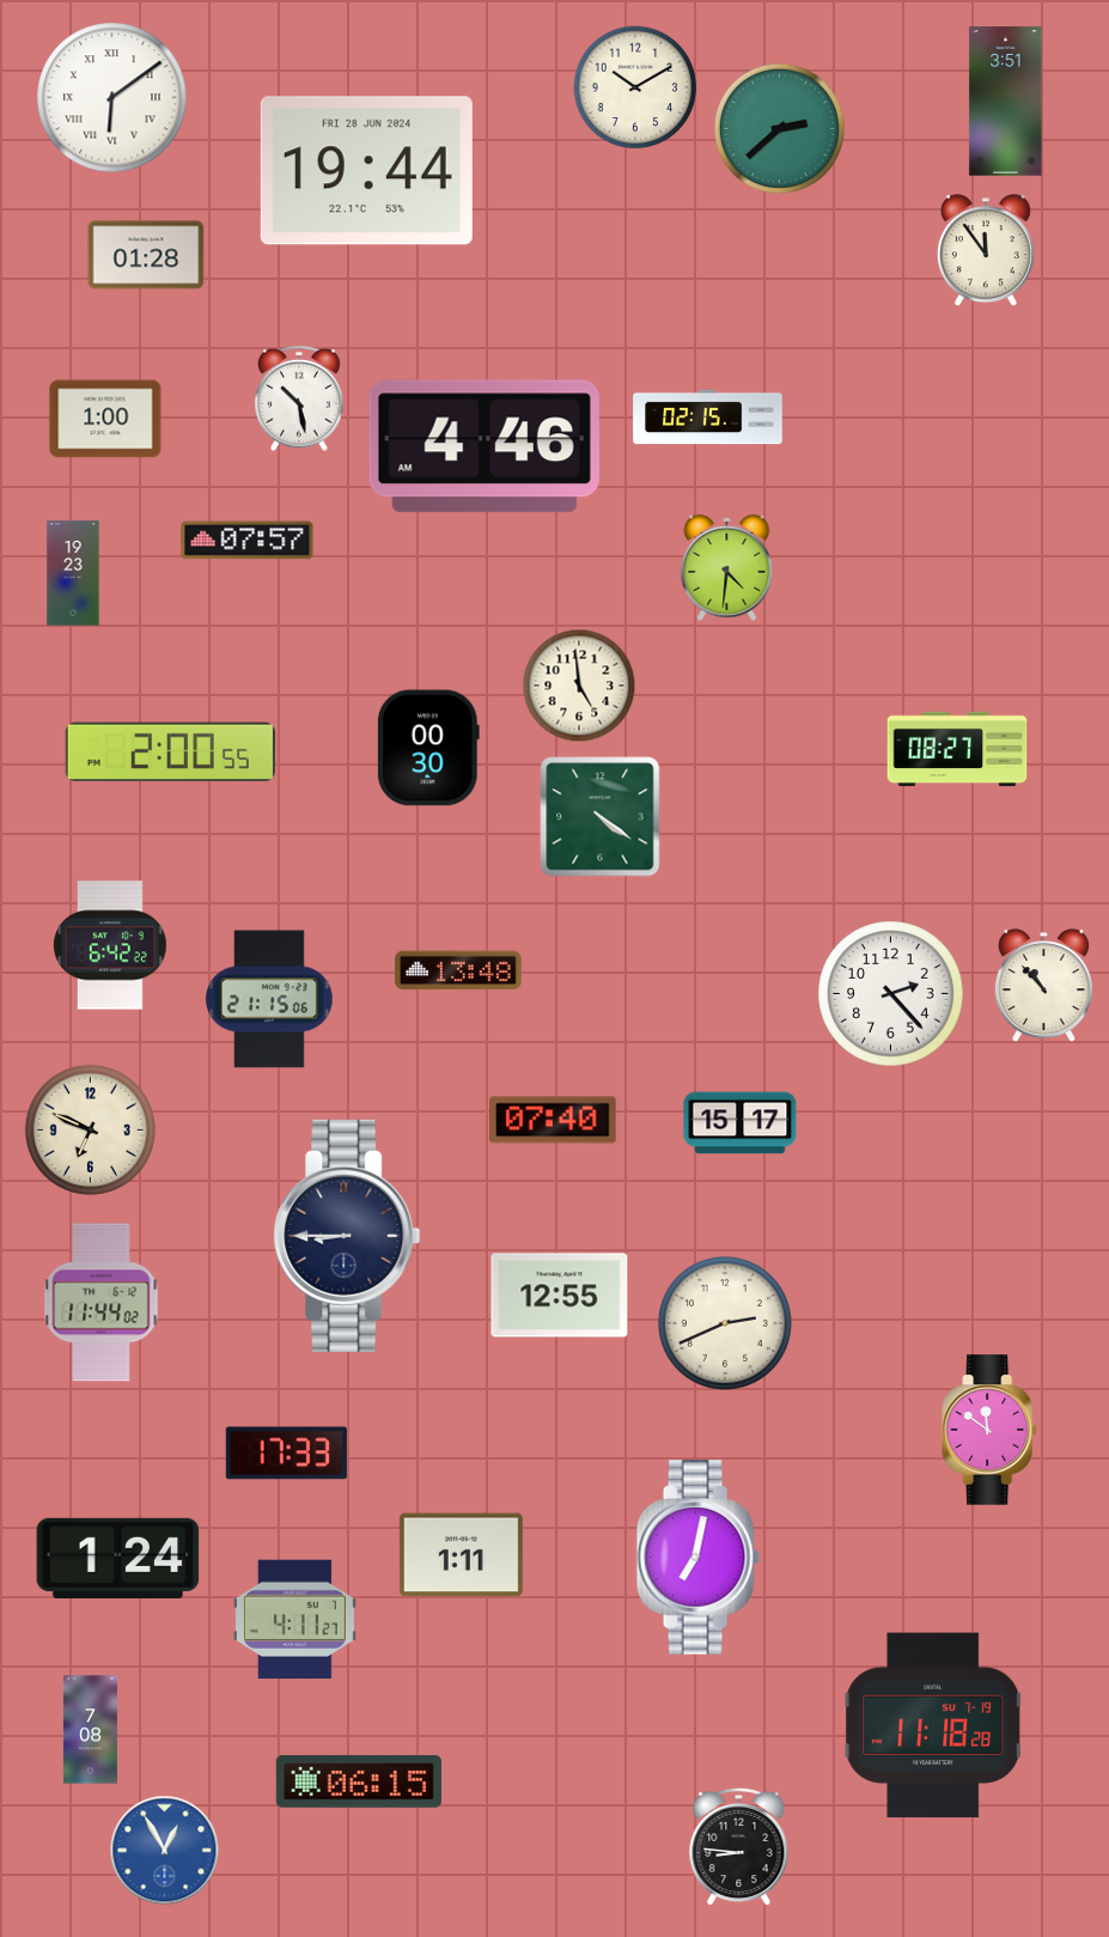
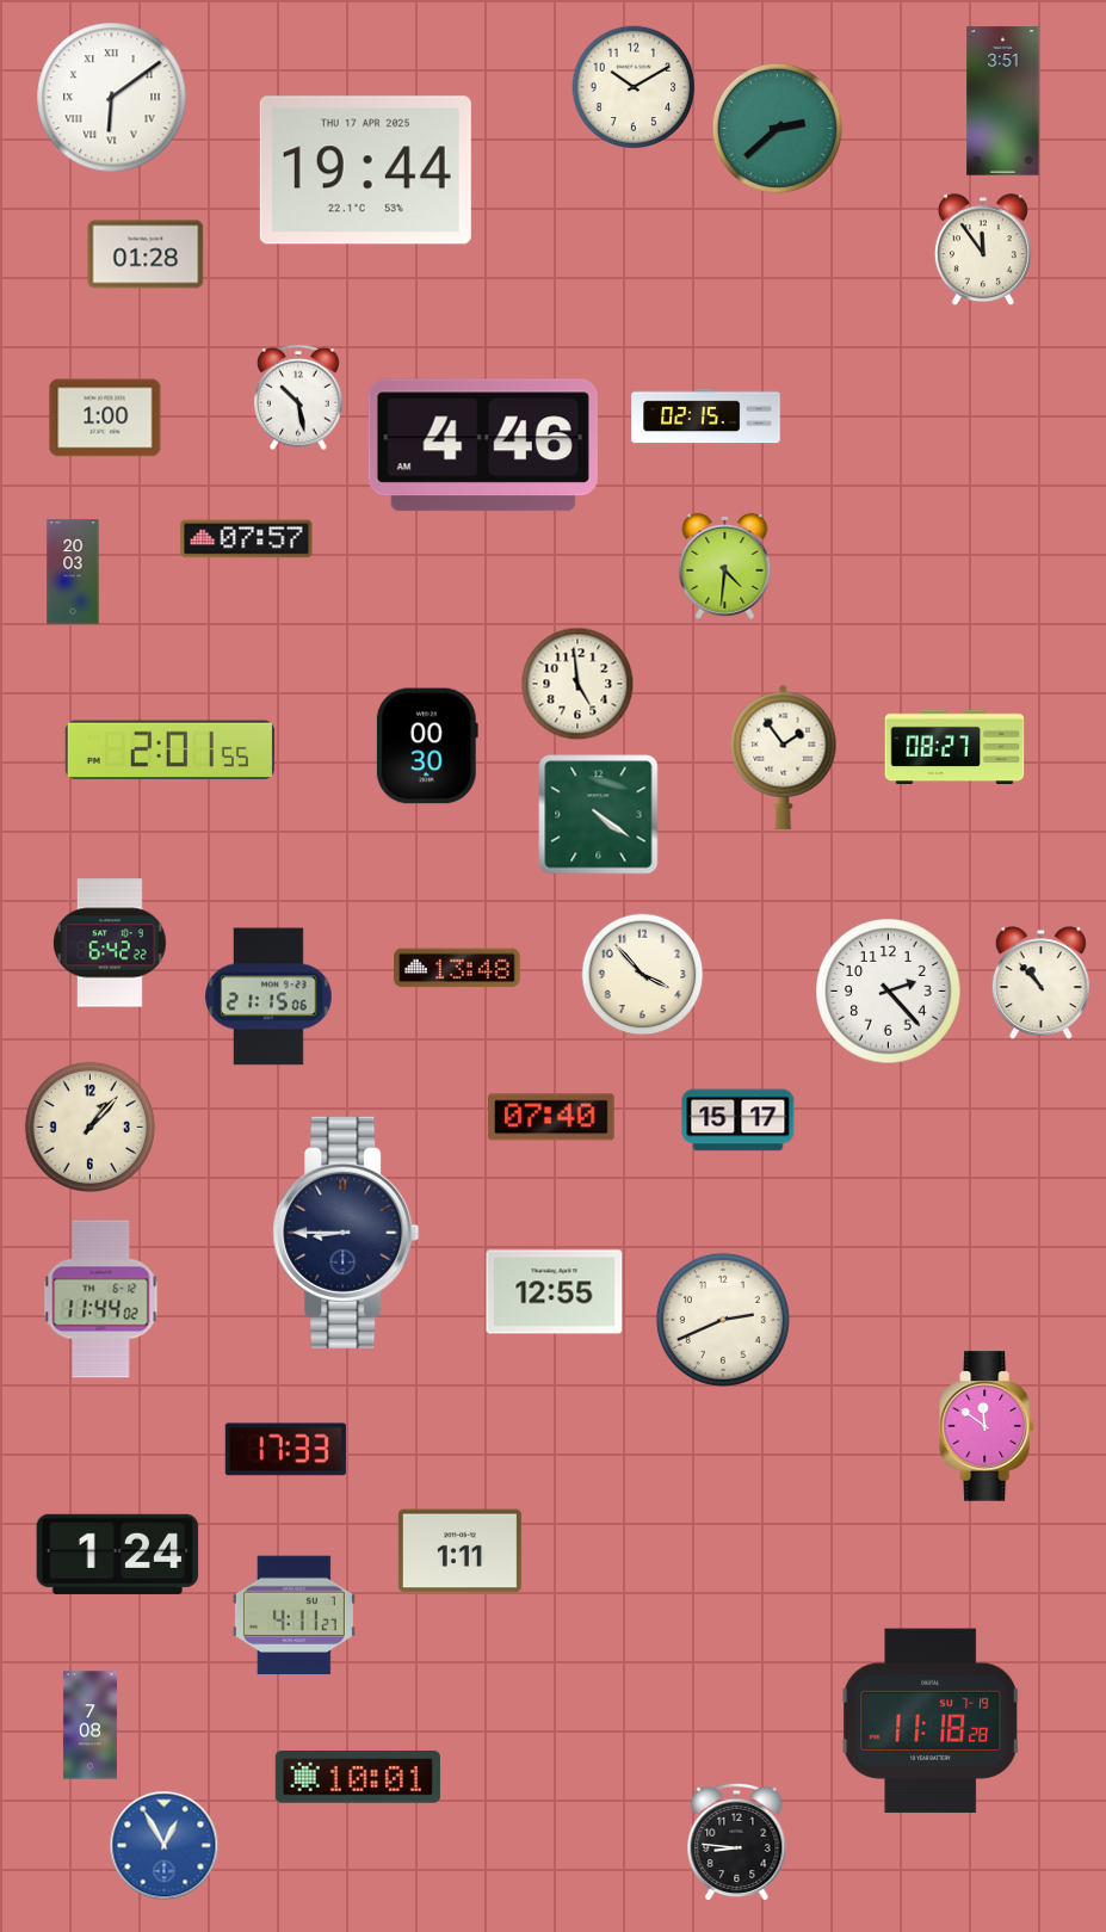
clock at (366, 171) date: FRI 28 JUN 2024 -> THU 17 APR 2025
clock at (73, 573): 19:23 -> 20:03
clock at (170, 753): 2:00 -> 2:01
clock at (784, 757): none -> 1:54
clock at (643, 975): none -> 3:53
clock at (90, 1129): 6:49 -> 1:07
clock at (560, 1296) position: (560, 1296) -> (555, 1292)
clock at (697, 1558): 7:02 -> none
clock at (359, 1781): 06:15 -> 10:01
